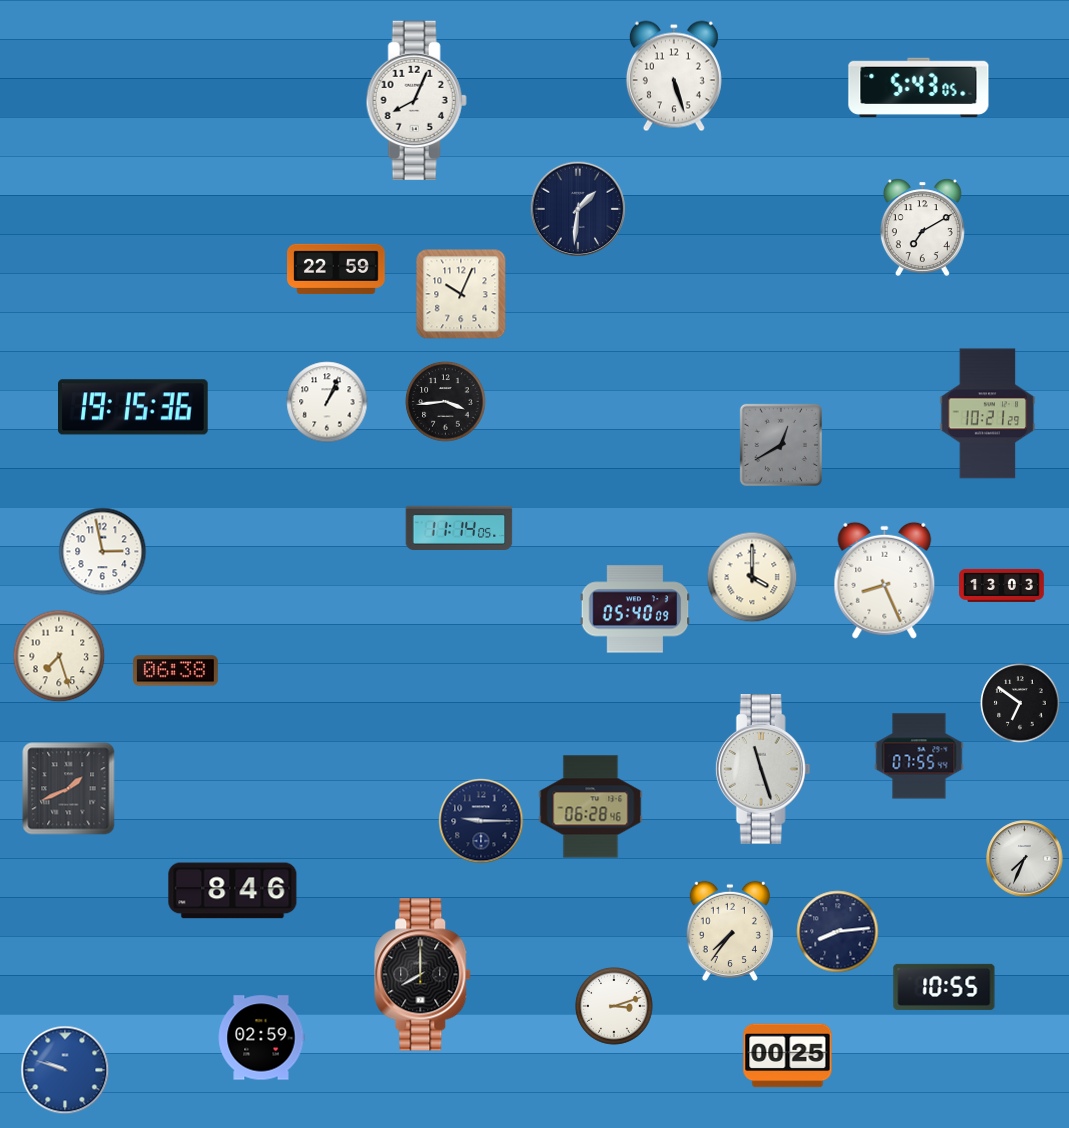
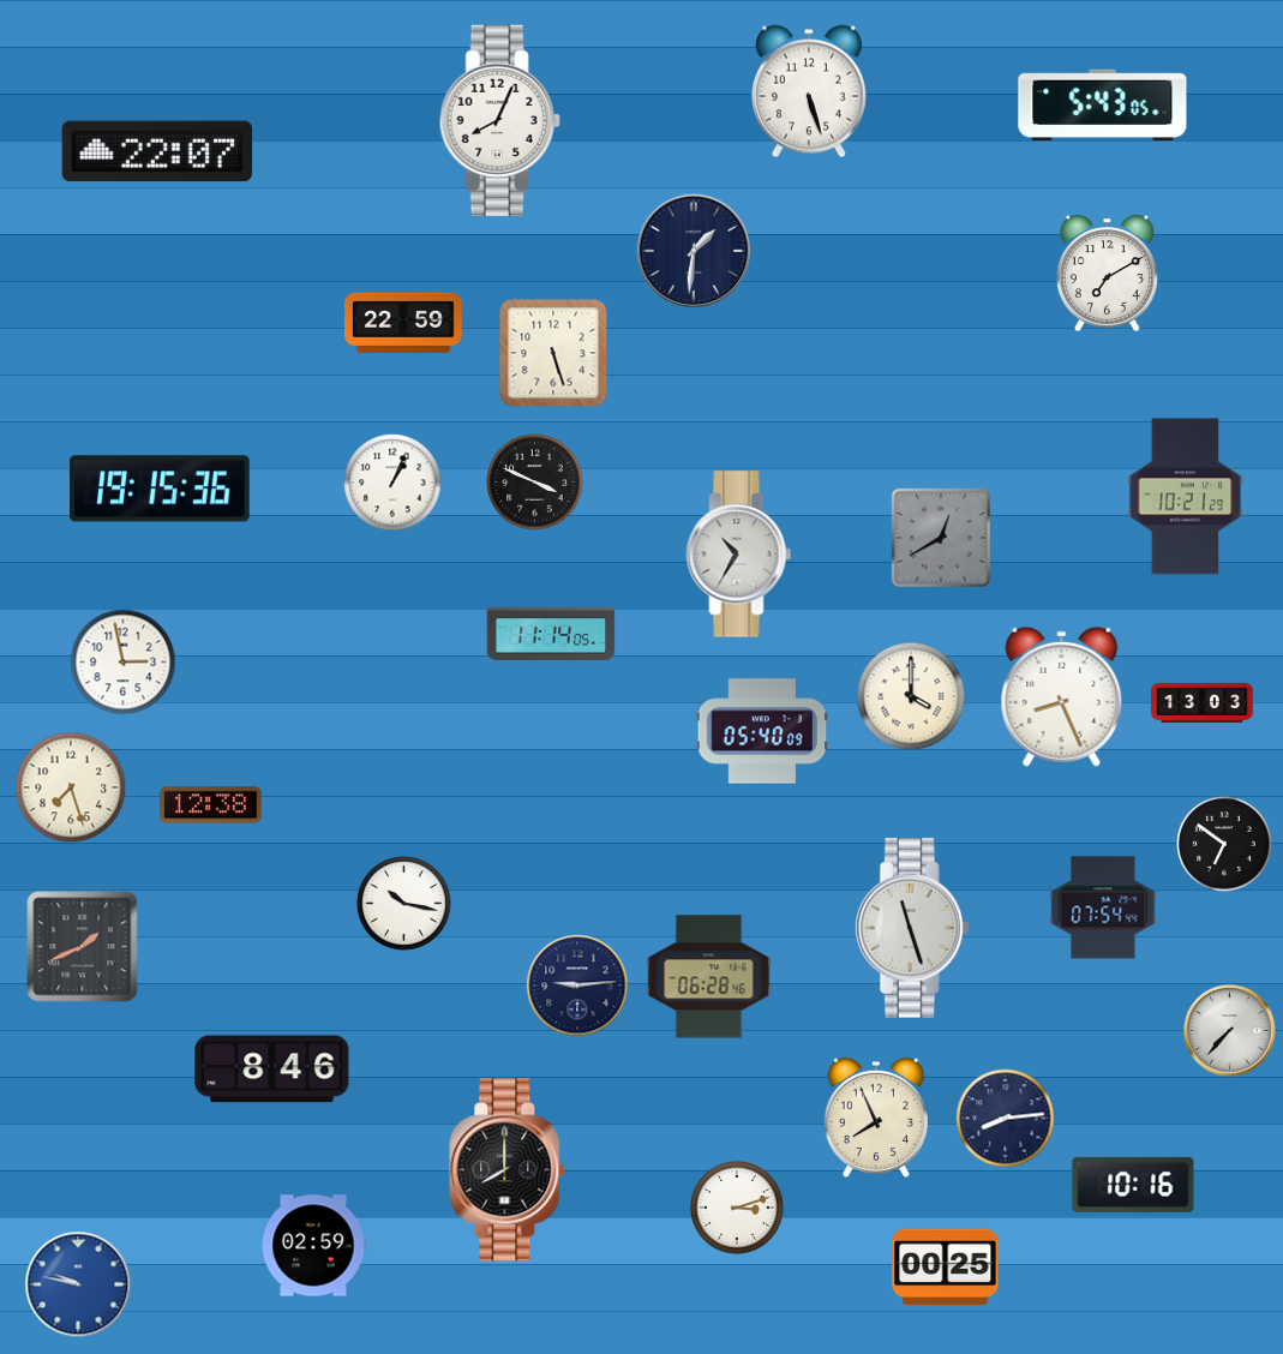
clock at (156, 151): none -> 22:07
clock at (461, 294): 10:04 -> 5:27
clock at (446, 402): 3:44 -> 3:49
clock at (781, 445) position: (781, 445) -> (941, 538)
clock at (739, 555): none -> 10:35
clock at (752, 577) position: (752, 577) -> (911, 696)
clock at (176, 671): 06:38 -> 12:38
clock at (404, 904): none -> 10:17
clock at (919, 756): 07:55 -> 07:54
clock at (763, 770) position: (763, 770) -> (912, 929)
clock at (591, 807) position: (591, 807) -> (709, 977)
clock at (481, 821): 9:15 -> 9:14
clock at (1025, 859): 7:34 -> 7:37
clock at (233, 891) position: (233, 891) -> (272, 1070)
clock at (730, 931): 7:36 -> 7:56
clock at (944, 987): 10:55 -> 10:16
clock at (65, 1070): 9:48 -> 9:47
